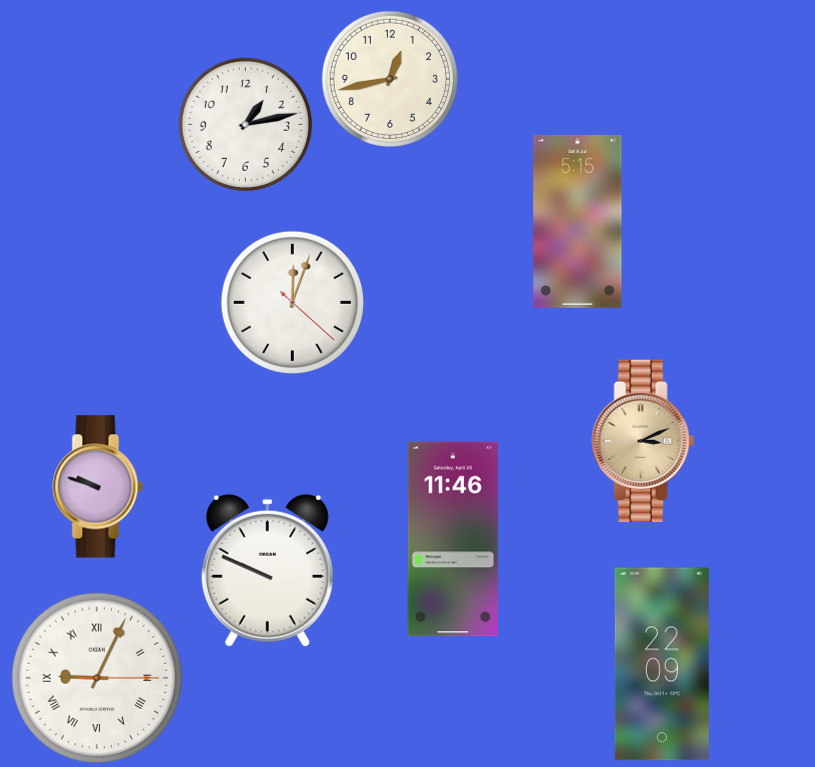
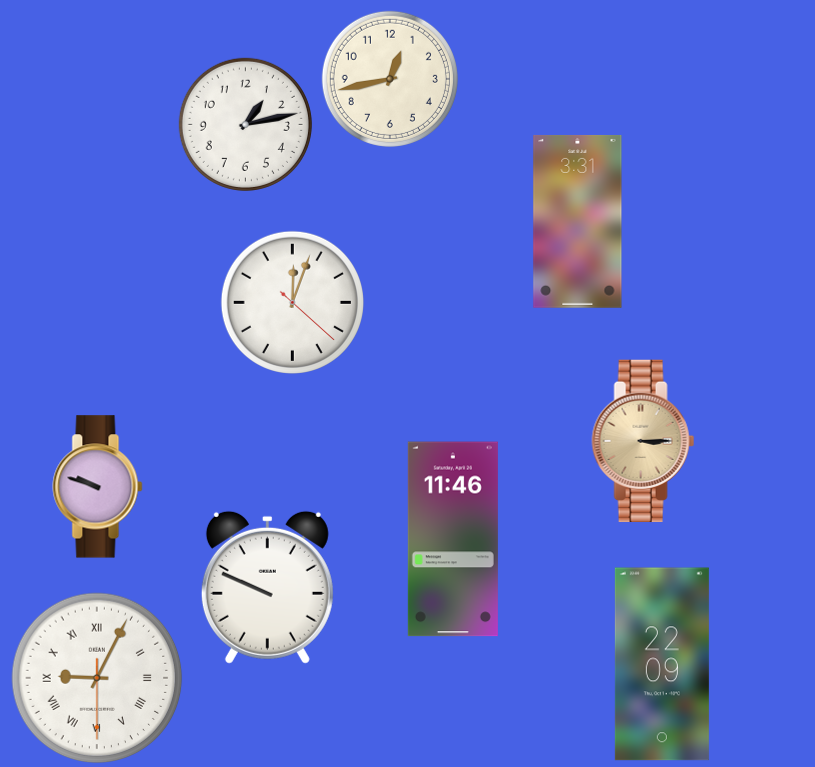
clock at (578, 221): 5:15 -> 3:31
clock at (643, 440): 3:11 -> 3:15
clock at (267, 570) position: (267, 570) -> (267, 587)
clock at (97, 678): 9:04:15 -> 9:04:30
